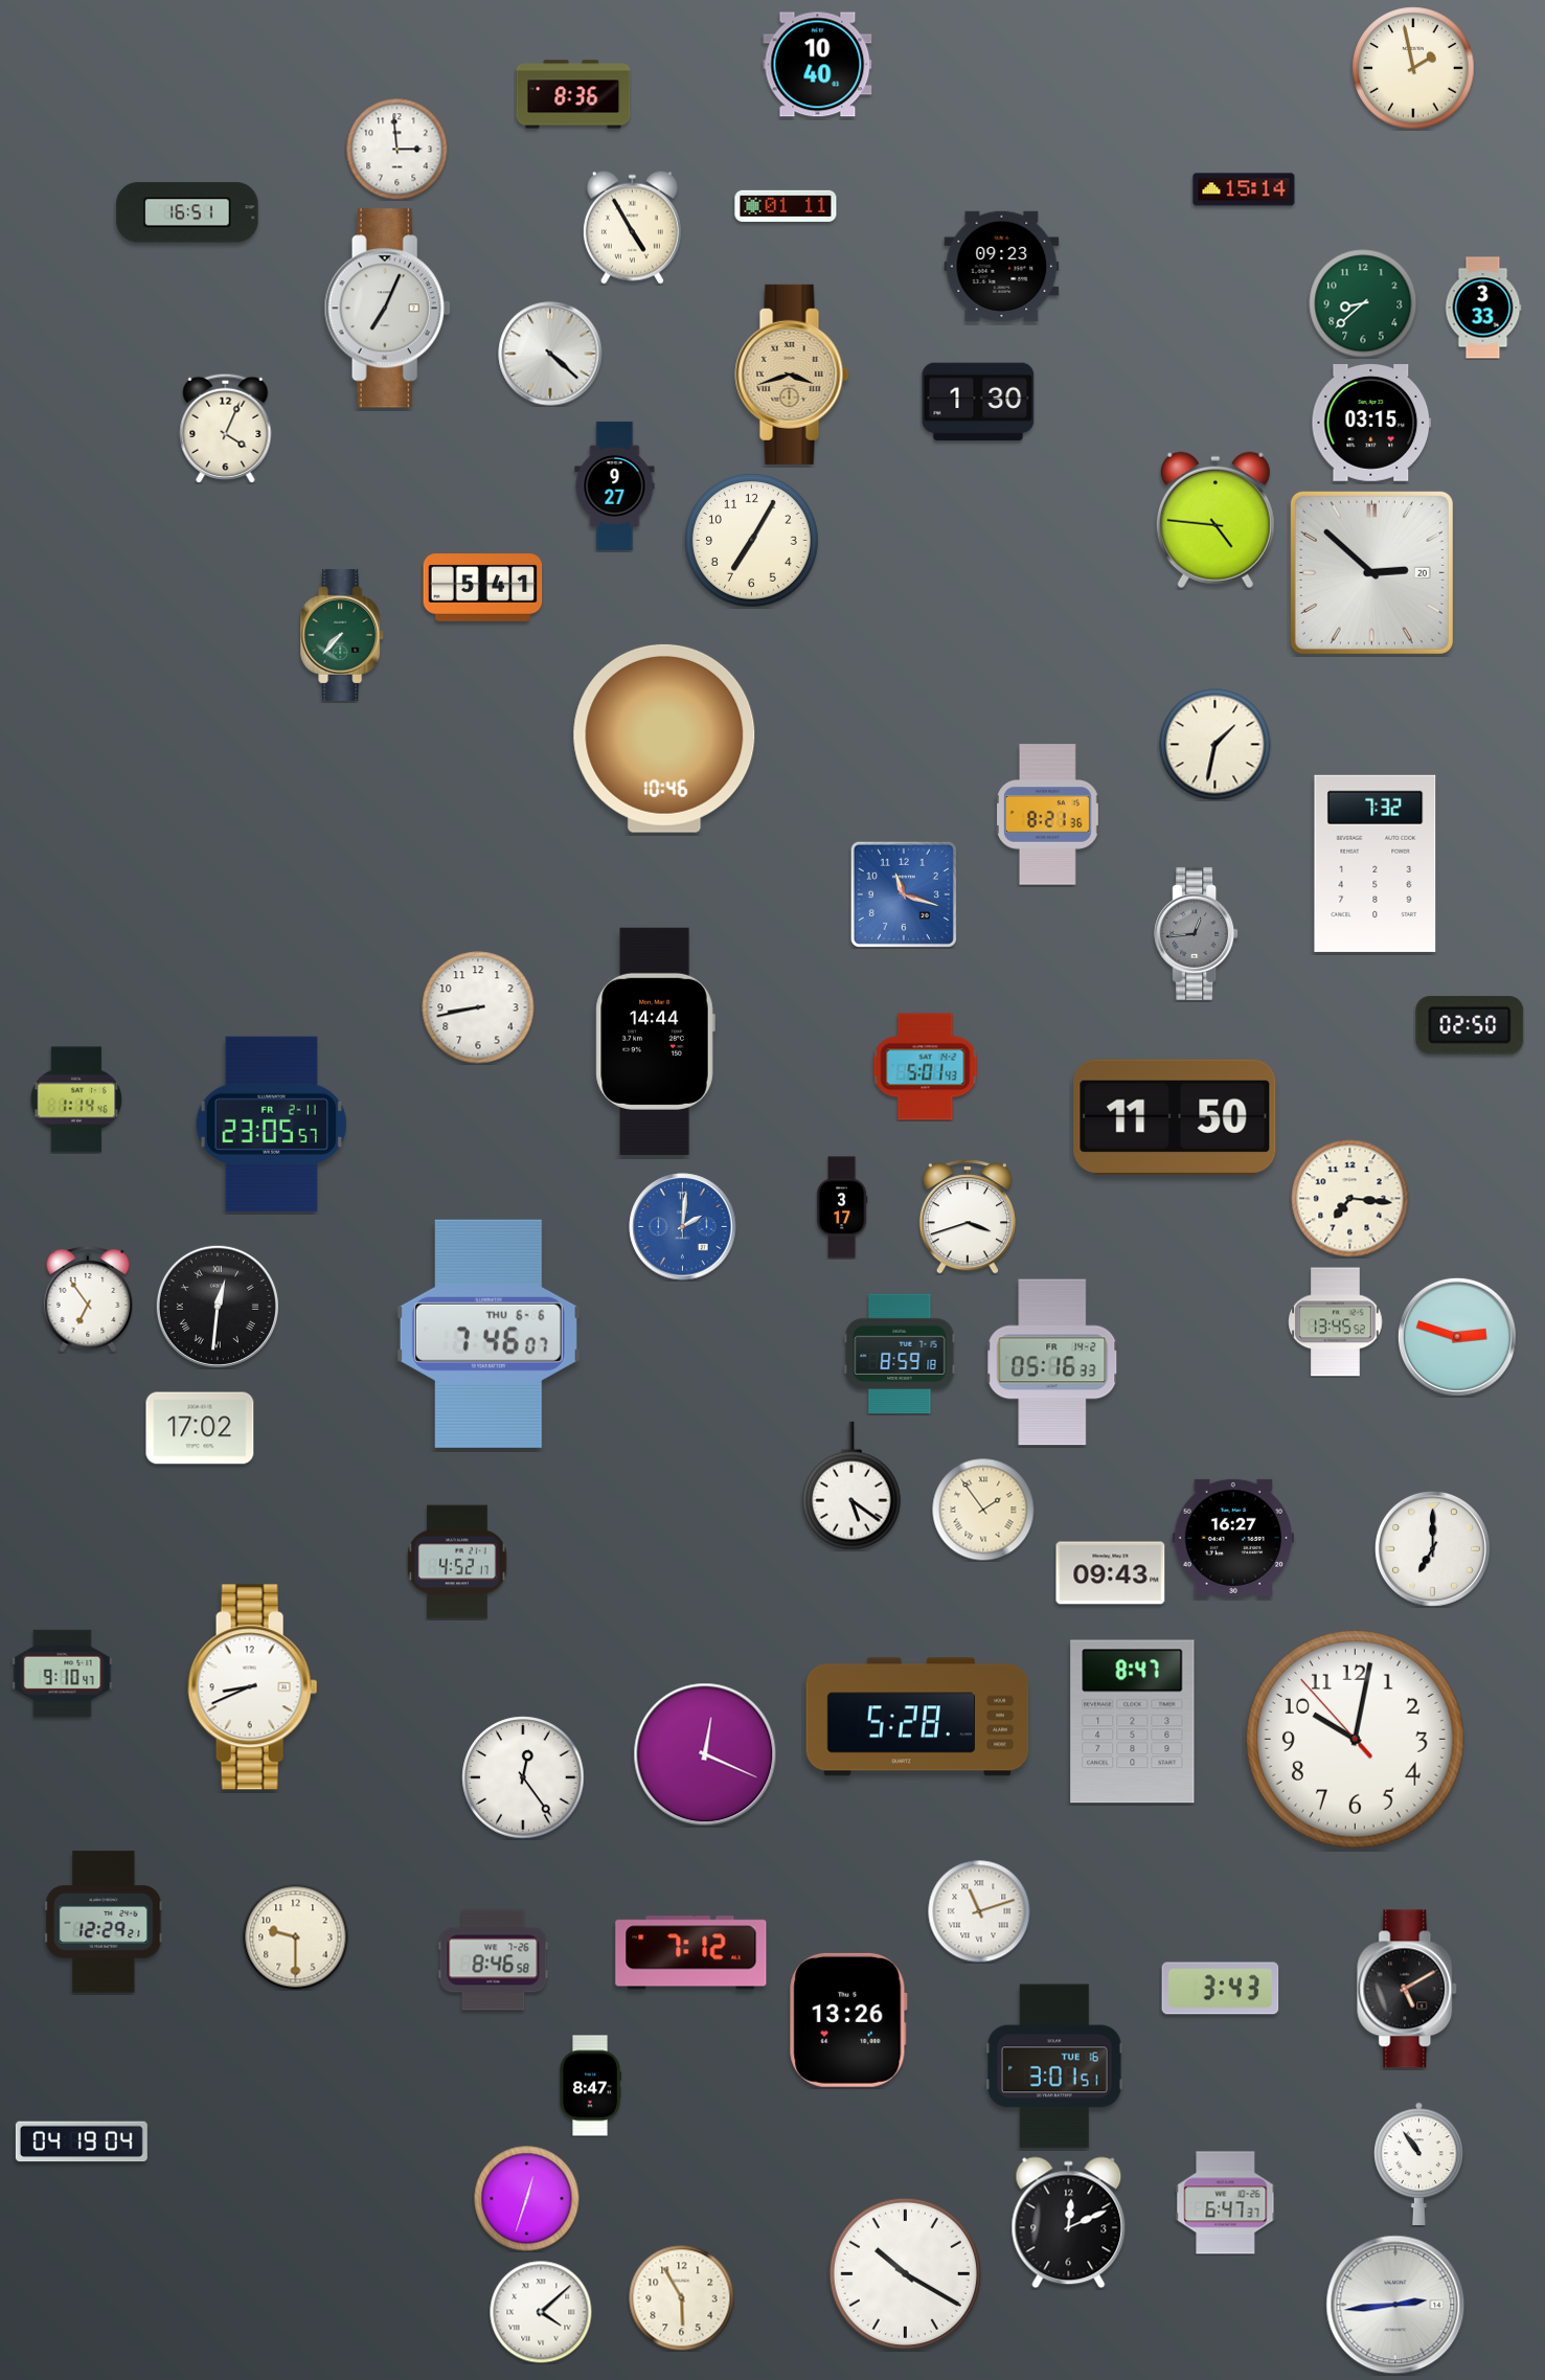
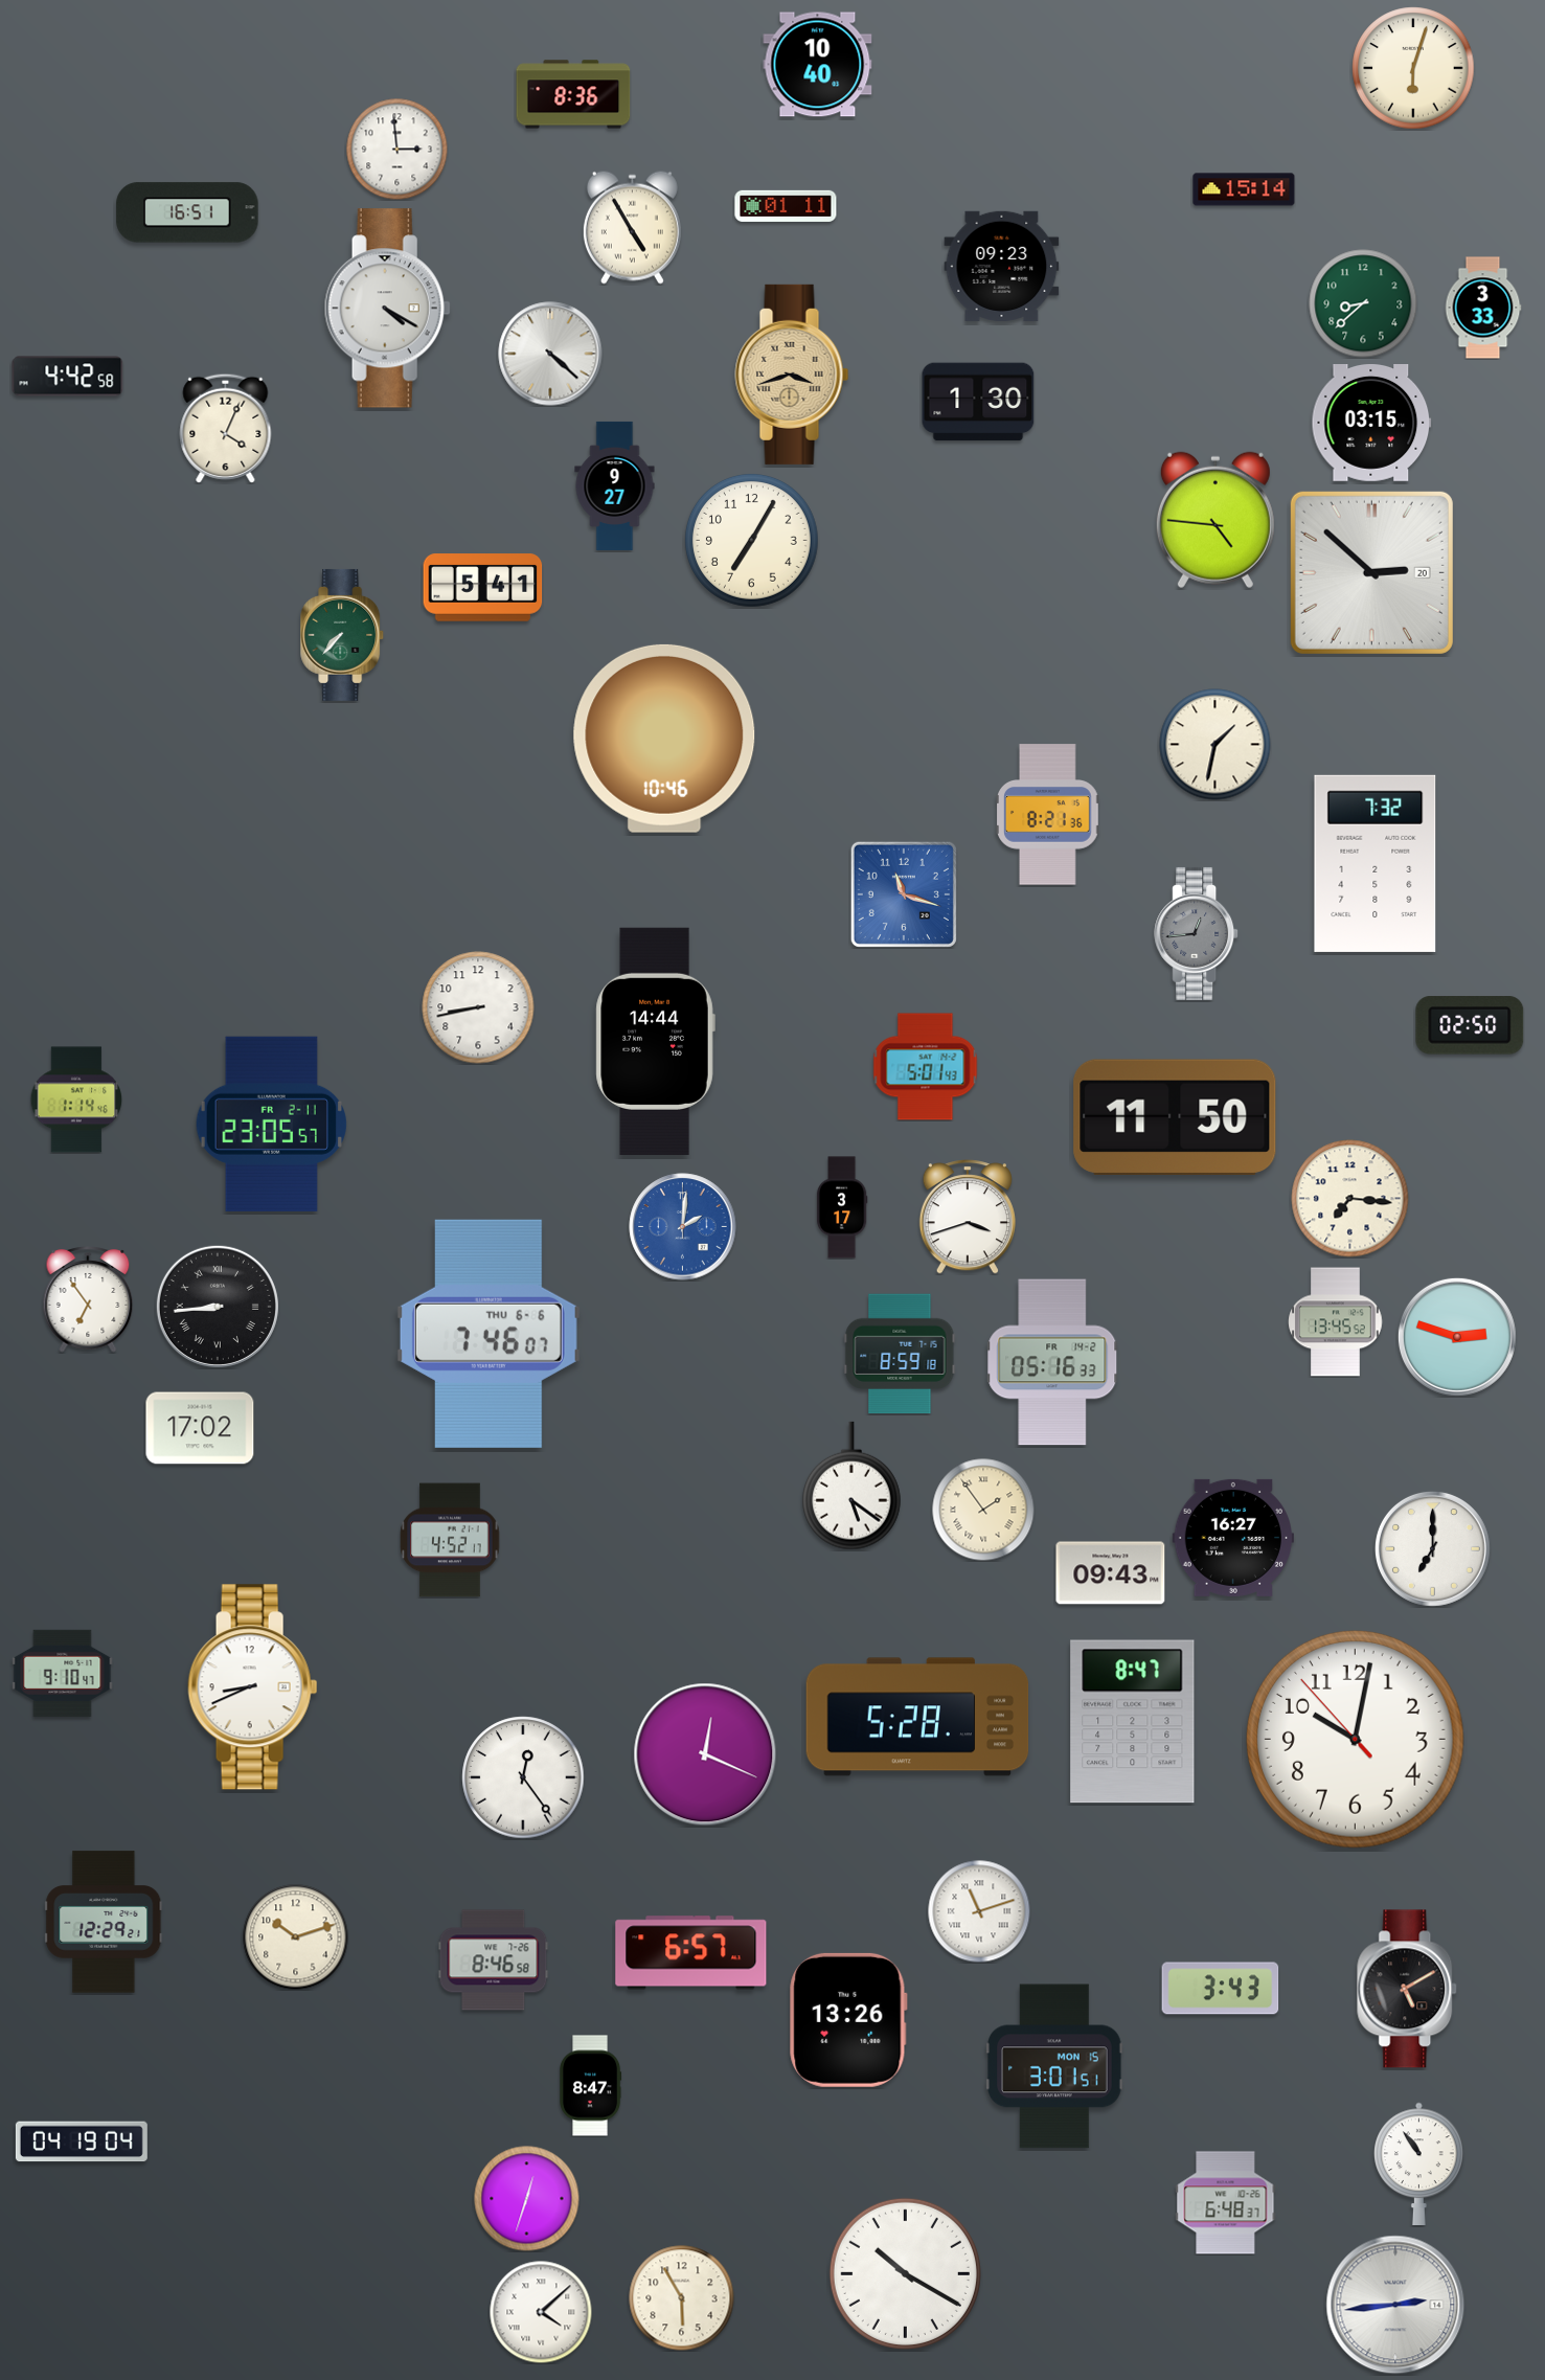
clock at (1413, 68): 1:58 -> 6:03
clock at (387, 309): 7:04 -> 4:20
clock at (68, 377): none -> 4:42
clock at (218, 1307): 12:31 -> 8:44
clock at (457, 1562) position: (457, 1562) -> (450, 1540)
clock at (296, 1937): 9:30 -> 10:12
clock at (691, 1953): 7:12 -> 6:57
clock at (1054, 2066) date: TUE 16 -> MON 15
clock at (1226, 2203): 6:47 -> 6:48
clock at (1069, 2223): 12:11 -> none
